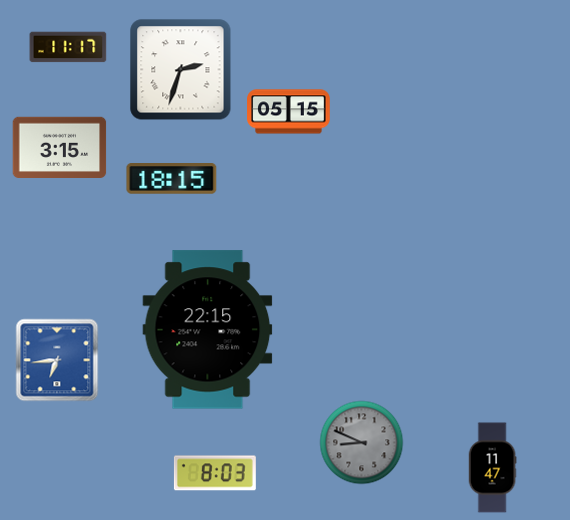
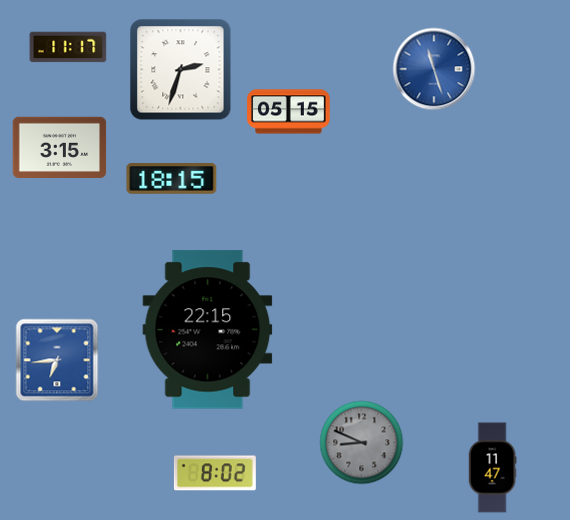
clock at (434, 69): none -> 11:27
clock at (215, 473): 8:03 -> 8:02
